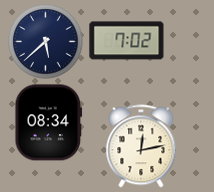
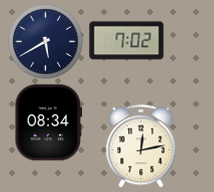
clock at (46, 42): 5:38 -> 5:40
